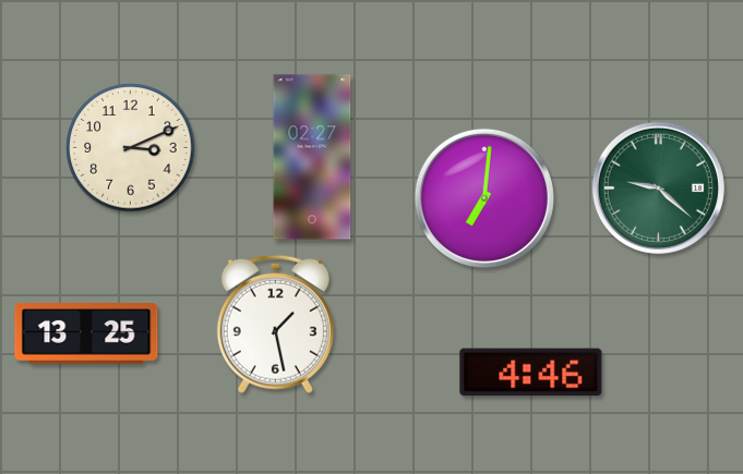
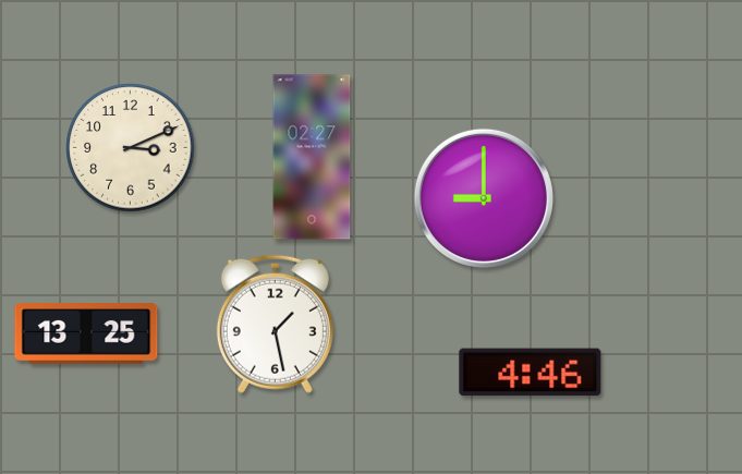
clock at (658, 187): 9:22 -> none
clock at (484, 198): 7:01 -> 9:00
